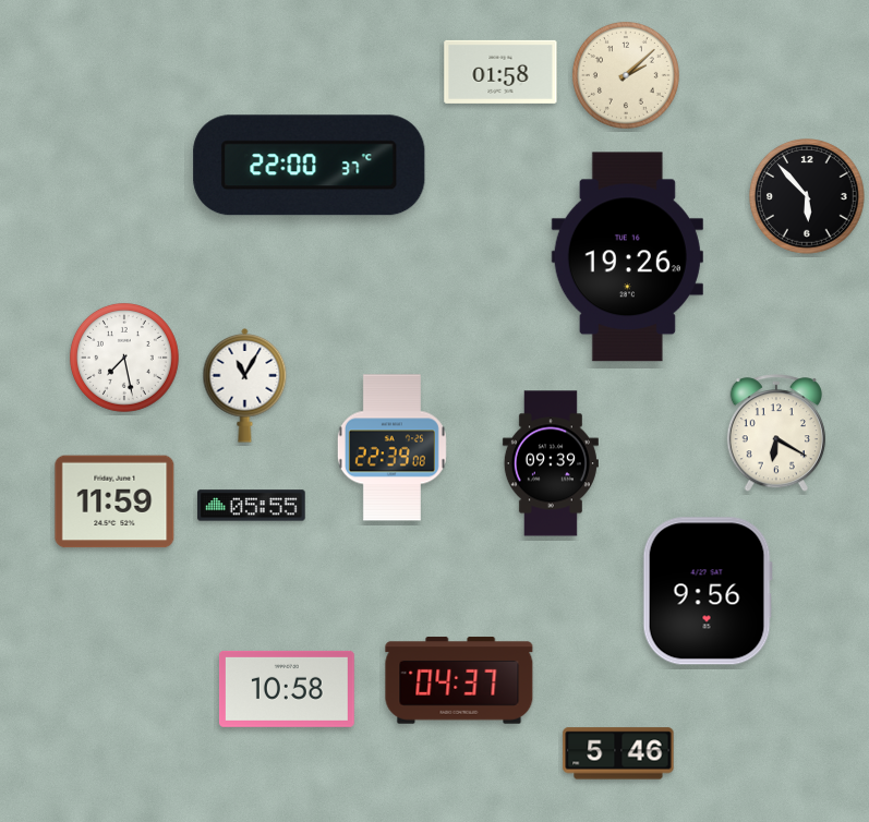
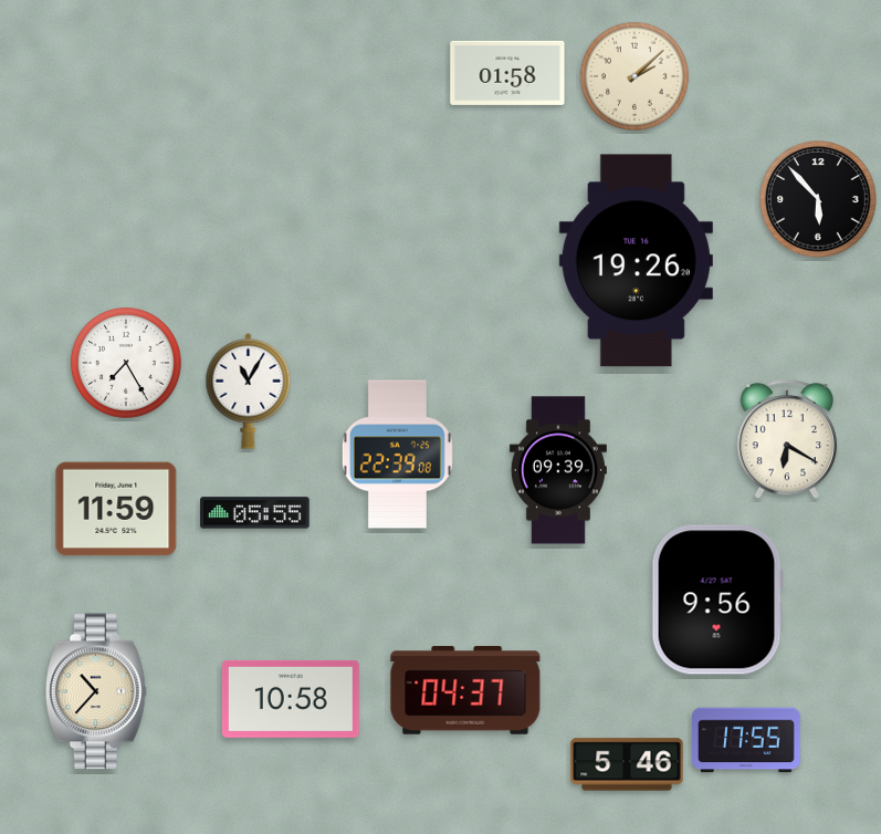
clock at (310, 166): 22:00 -> none
clock at (125, 358): 7:28 -> 7:25
clock at (96, 691): none -> 10:37
clock at (747, 740): none -> 17:55
